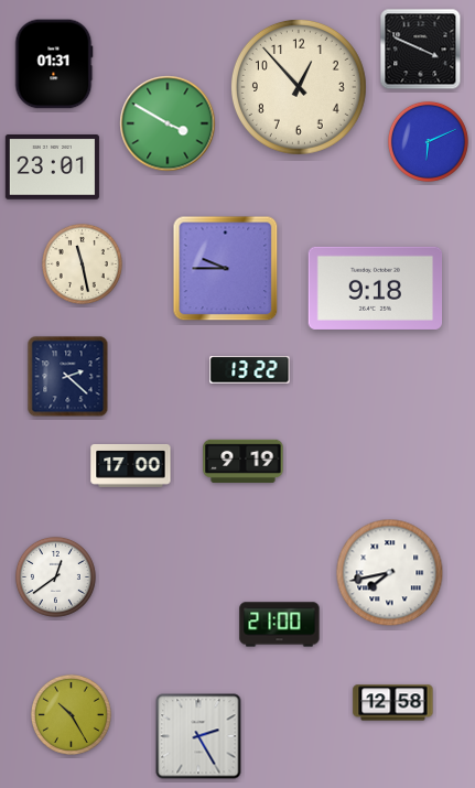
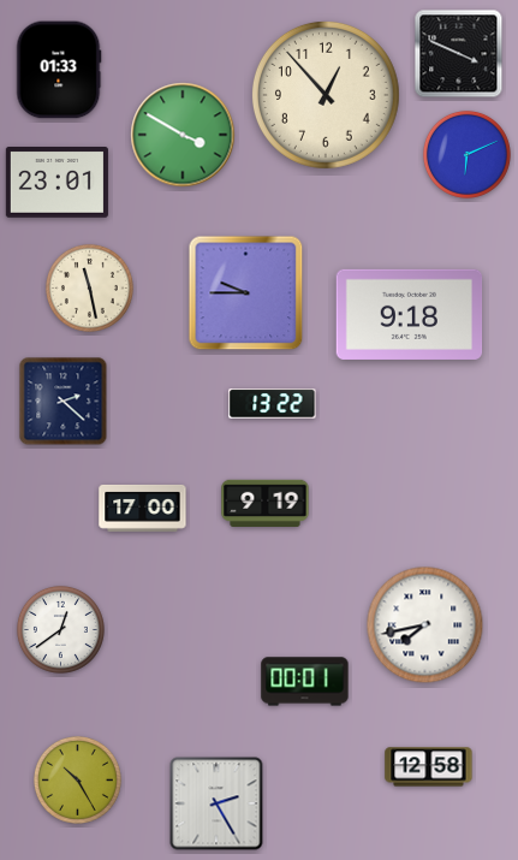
clock at (54, 64): 01:31 -> 01:33
clock at (68, 377) position: (68, 377) -> (64, 402)
clock at (280, 625): 21:00 -> 00:01
